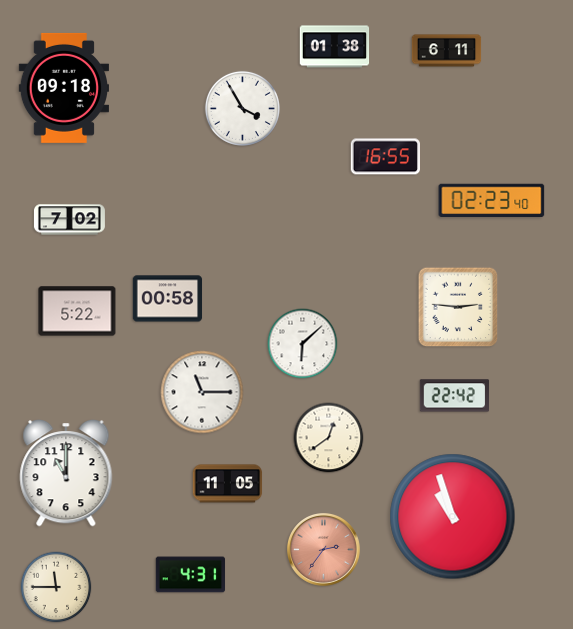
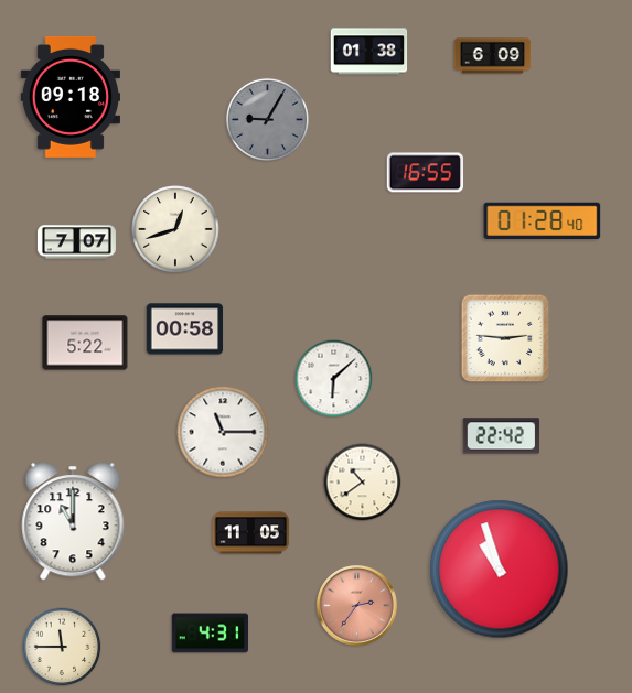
clock at (447, 51): 6:11 -> 6:09
clock at (242, 108): 3:55 -> 9:05
clock at (242, 108) dial: white -> grey
clock at (492, 201): 02:23 -> 01:28
clock at (175, 229): none -> 12:42
clock at (69, 220): 7:02 -> 7:07
clock at (329, 438): 12:39 -> 10:39
